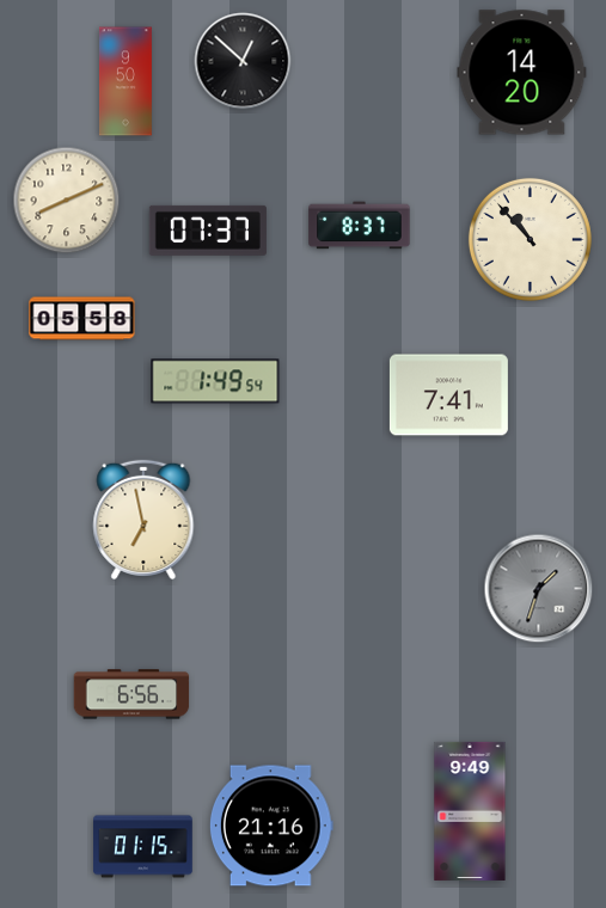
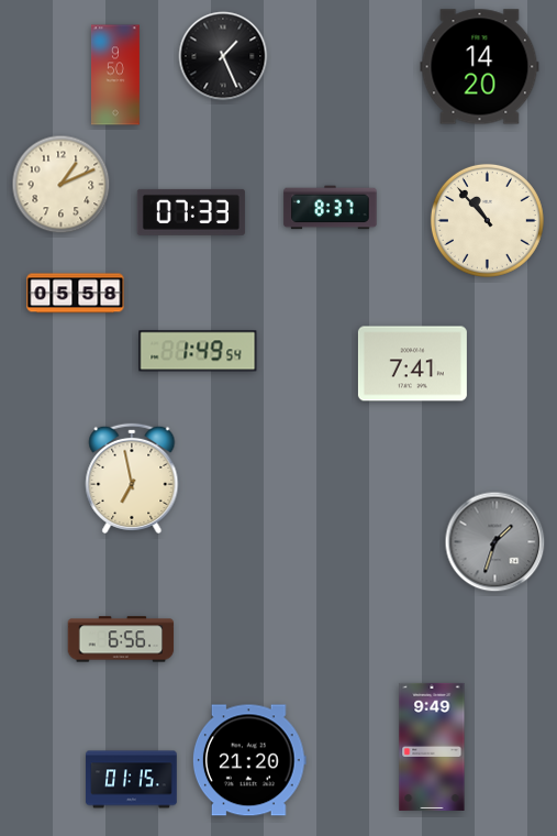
clock at (243, 61): 12:52 -> 1:26
clock at (67, 201): 8:11 -> 1:11
clock at (208, 231): 07:37 -> 07:33
clock at (271, 826): 21:16 -> 21:20
